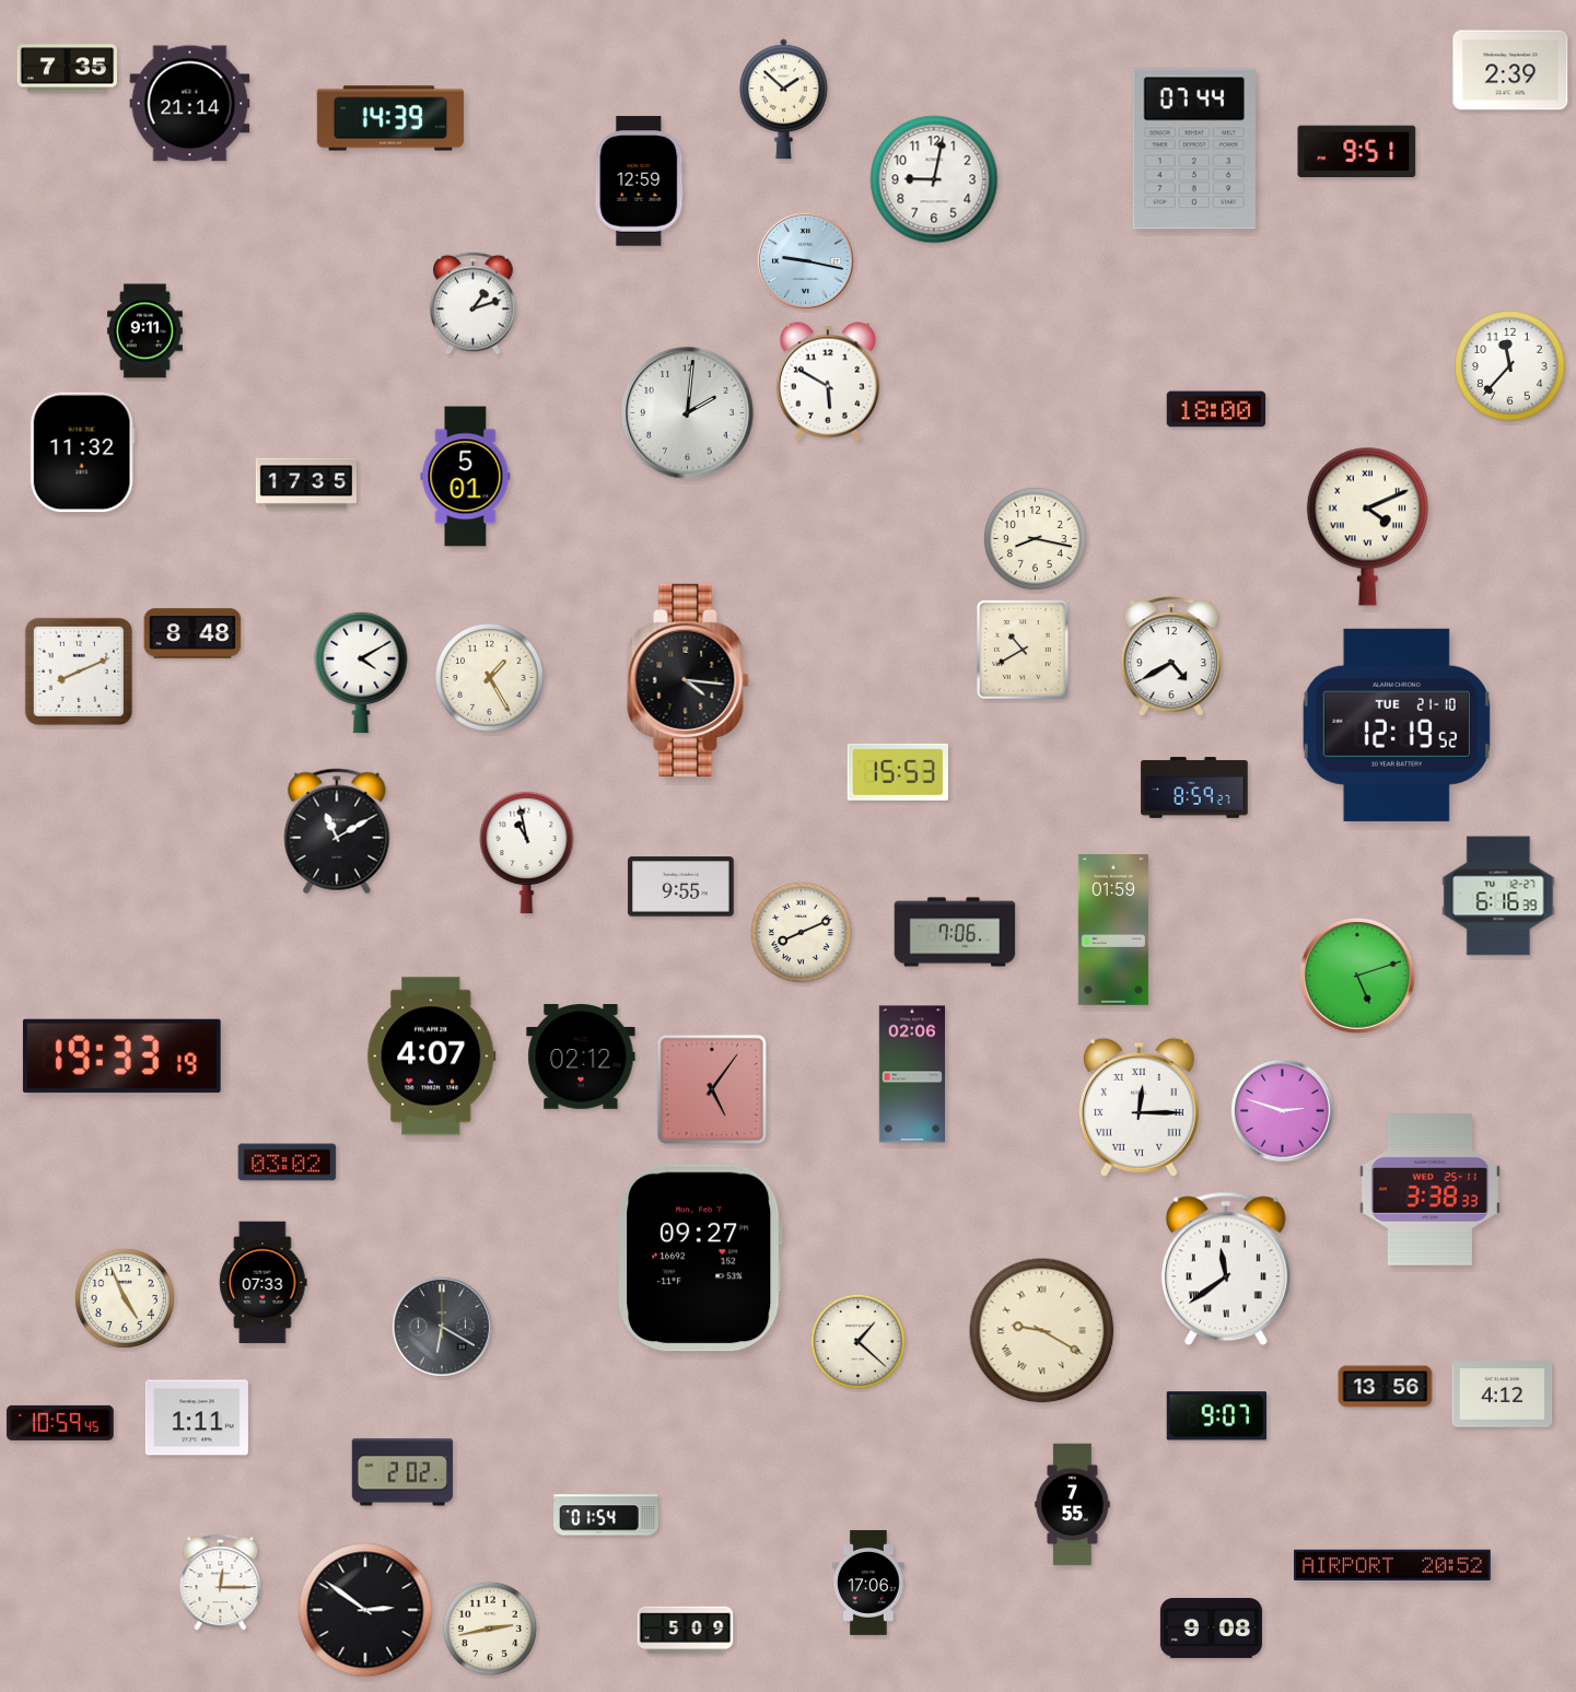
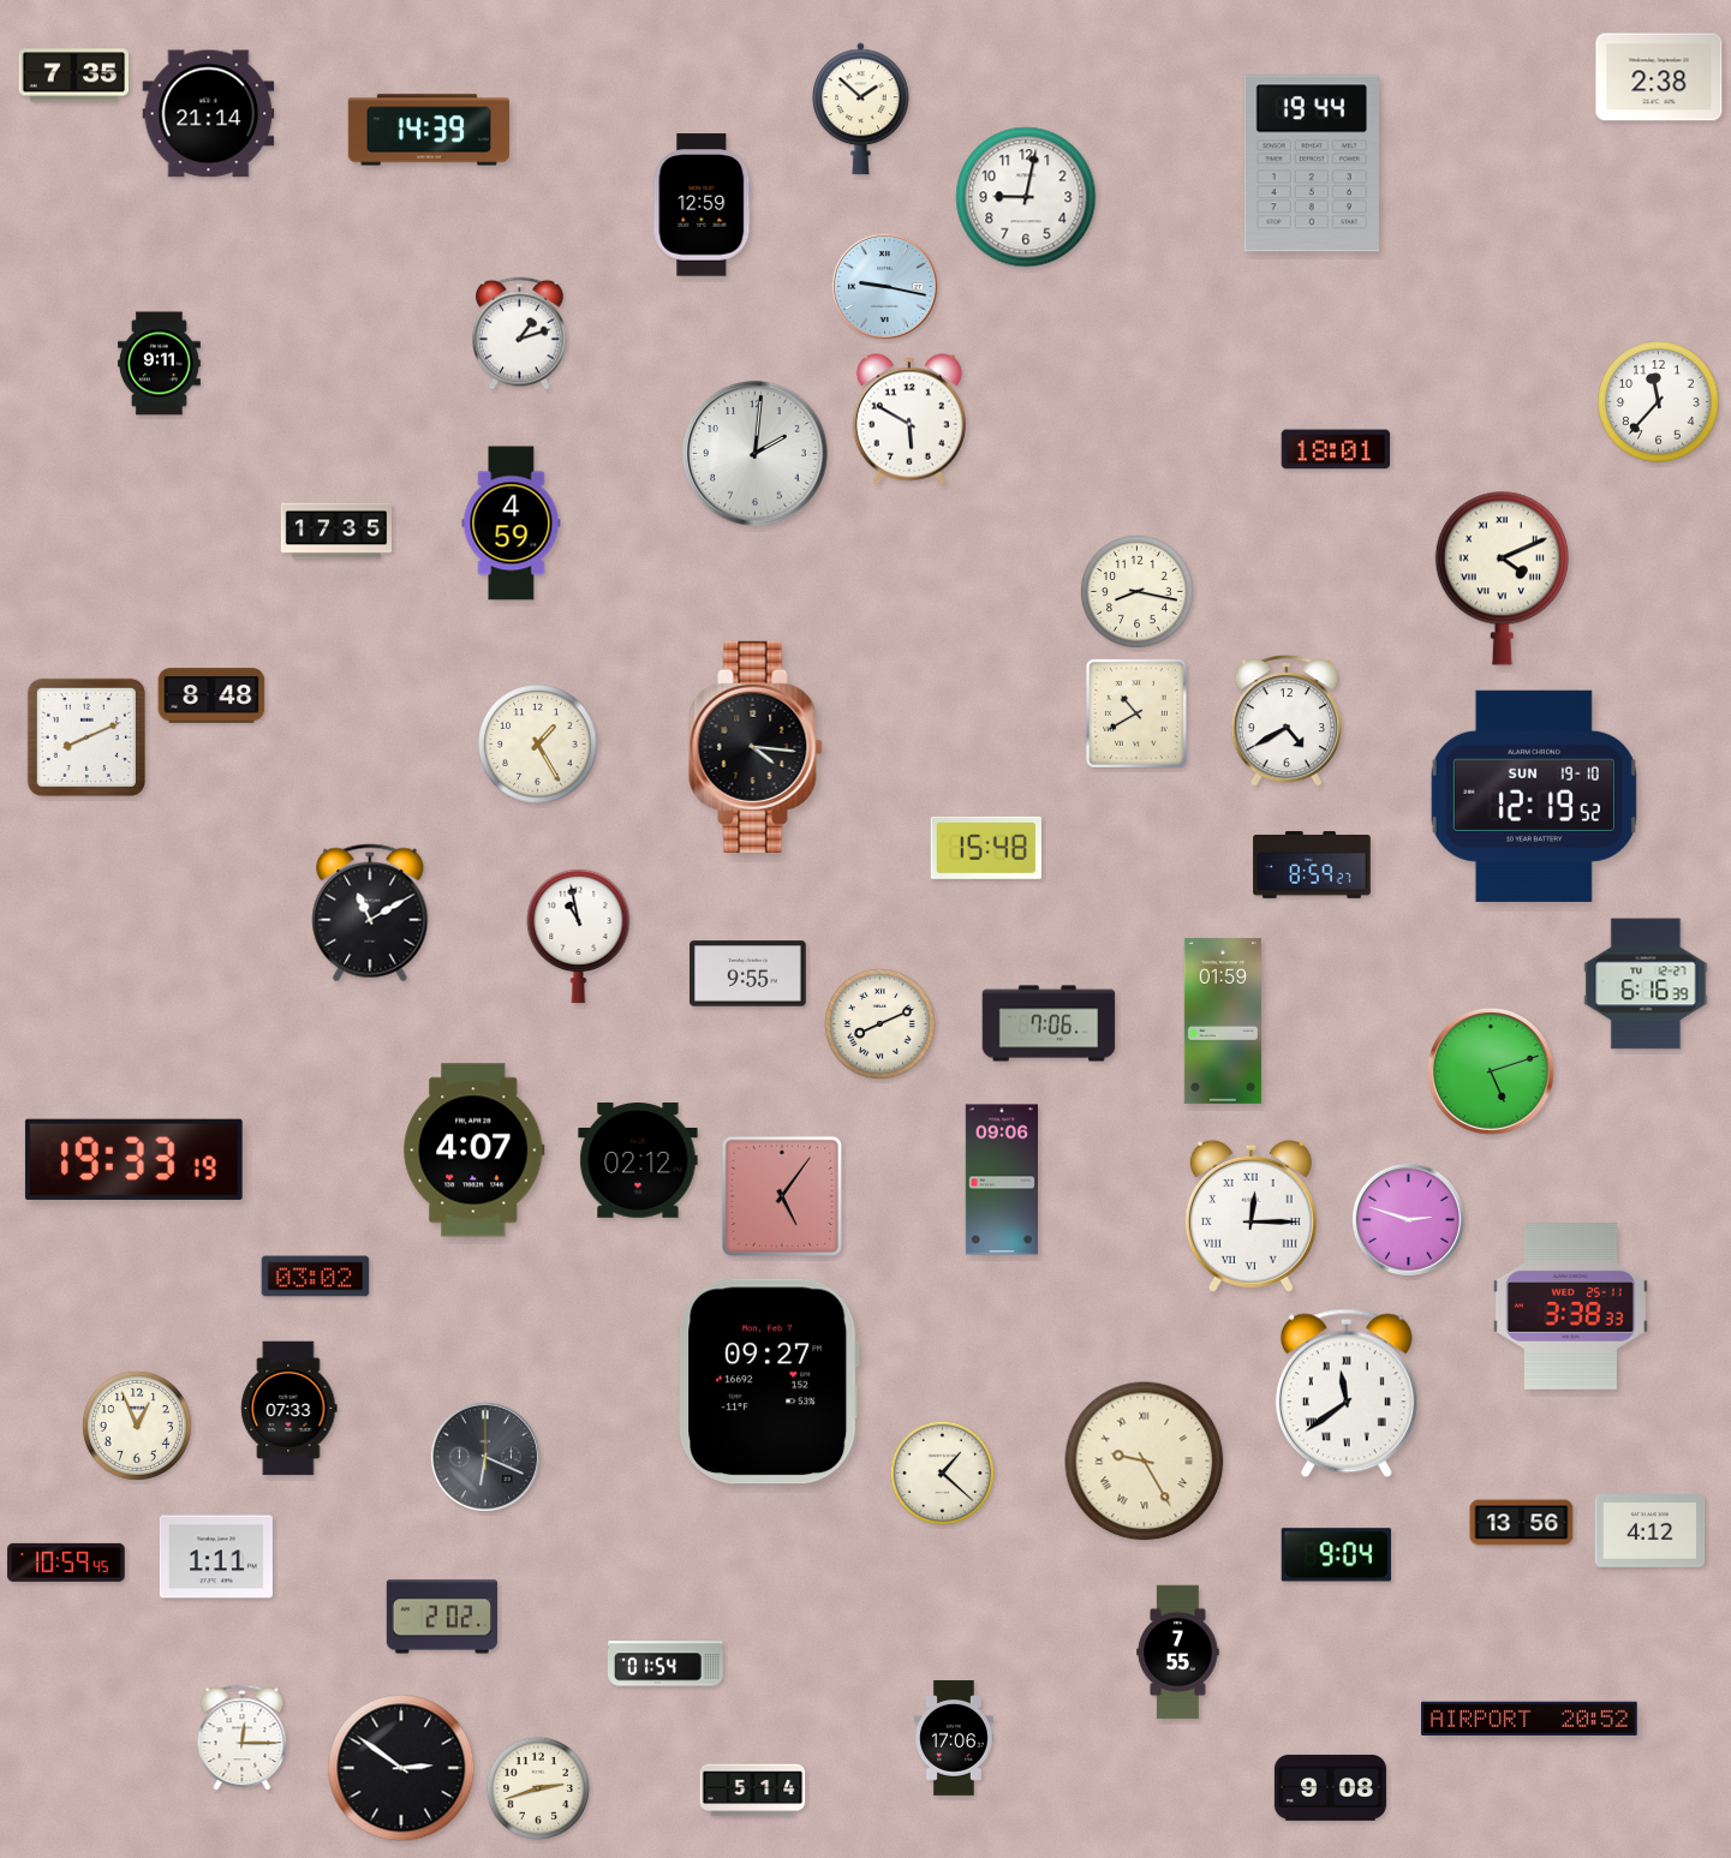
clock at (1510, 70): 2:39 -> 2:38
clock at (1193, 149): 07:44 -> 19:44
clock at (1357, 151): 9:51 -> none
clock at (640, 182) position: (640, 182) -> (703, 205)
clock at (1216, 409): 18:00 -> 18:01
clock at (82, 453): 11:32 -> none
clock at (466, 477): 5:01 -> 4:59
clock at (1024, 651) position: (1024, 651) -> (1138, 715)
clock at (361, 673): 4:10 -> none
clock at (1397, 725) date: TUE 21-10 -> SUN 19-10
clock at (898, 772): 15:53 -> 15:48
clock at (432, 1057) position: (432, 1057) -> (474, 1151)
clock at (911, 1074): 02:06 -> 09:06
clock at (125, 1298): 4:56 -> 12:56
clock at (442, 1327): 6:20 -> 6:19
clock at (1042, 1331): 9:20 -> 9:25
clock at (1216, 1416): 9:07 -> 9:04
clock at (490, 1629): 2:43 -> 2:42
clock at (686, 1631): 5:09 -> 5:14
